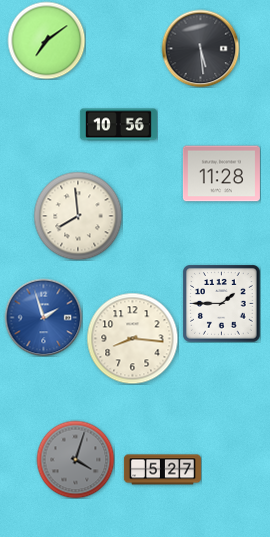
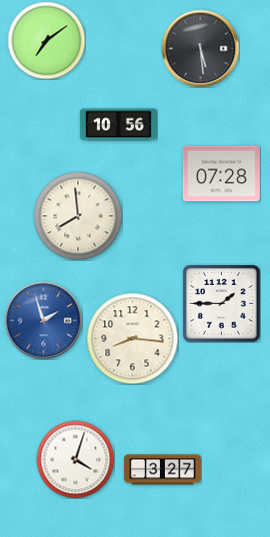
clock at (221, 174): 11:28 -> 07:28
clock at (43, 317) position: (43, 317) -> (43, 320)
clock at (75, 459) dial: grey -> white
clock at (162, 470): 5:27 -> 3:27
